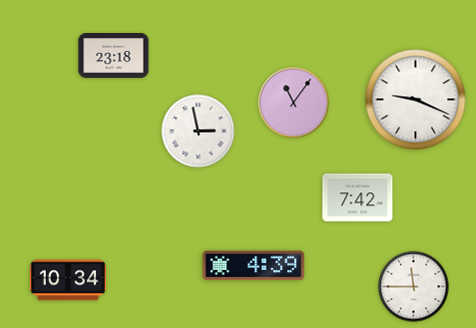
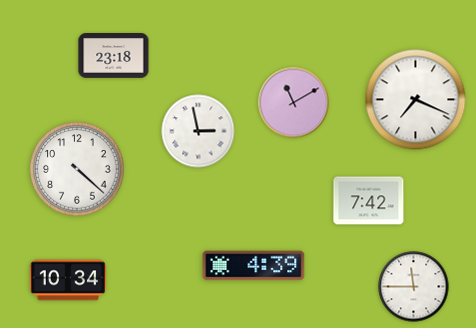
clock at (416, 100): 9:19 -> 7:19
clock at (294, 103): 11:06 -> 11:10
clock at (77, 169): none -> 4:22
clock at (358, 198) position: (358, 198) -> (369, 201)
